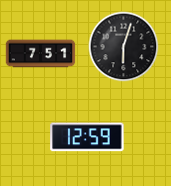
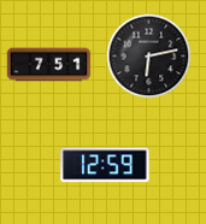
clock at (124, 47): 6:03 -> 6:13
